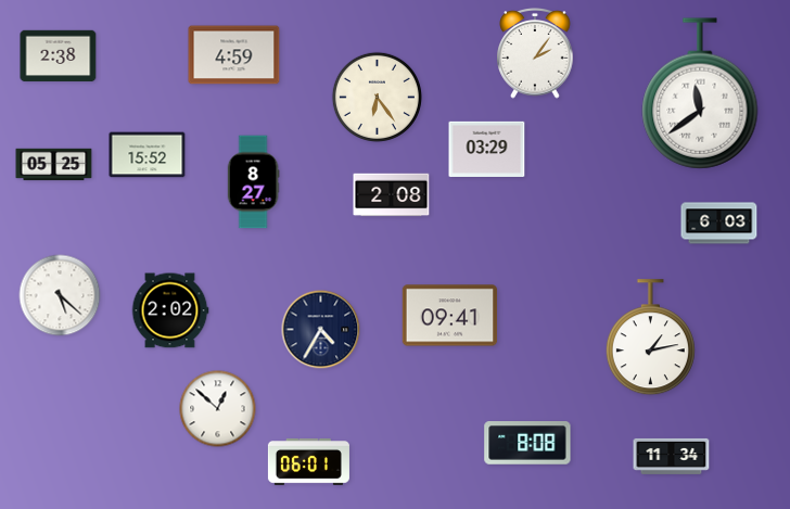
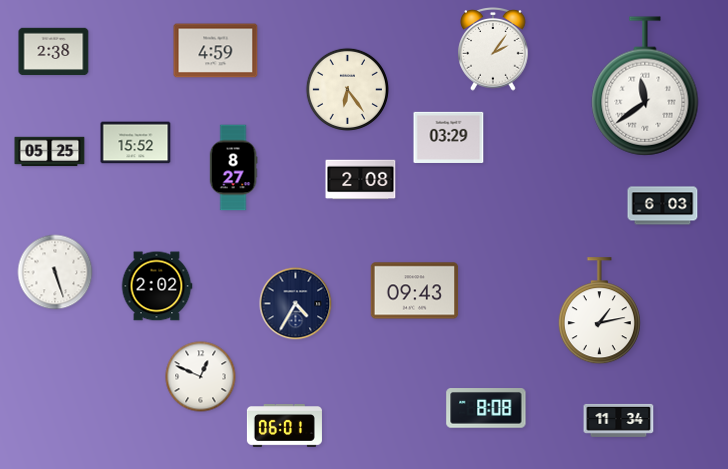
clock at (60, 295): 5:22 -> 5:27
clock at (450, 316): 09:41 -> 09:43
clock at (218, 409): 12:52 -> 12:49
